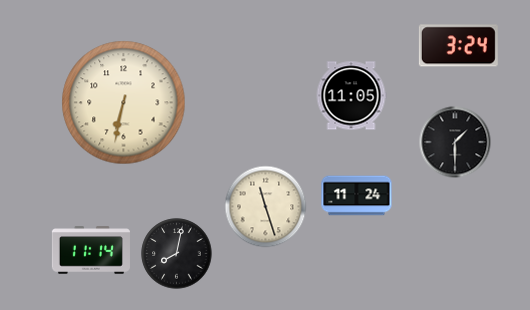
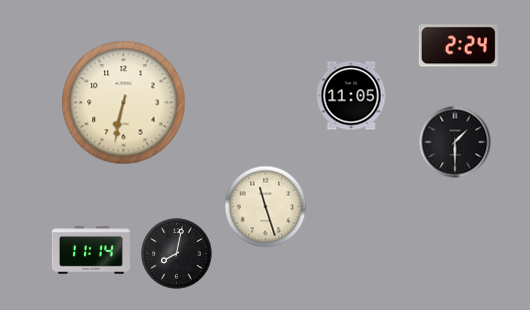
clock at (458, 46): 3:24 -> 2:24
clock at (357, 196): 11:24 -> none
